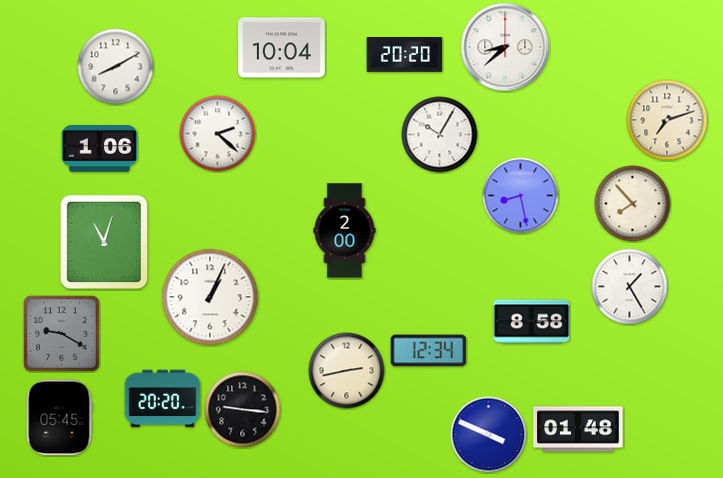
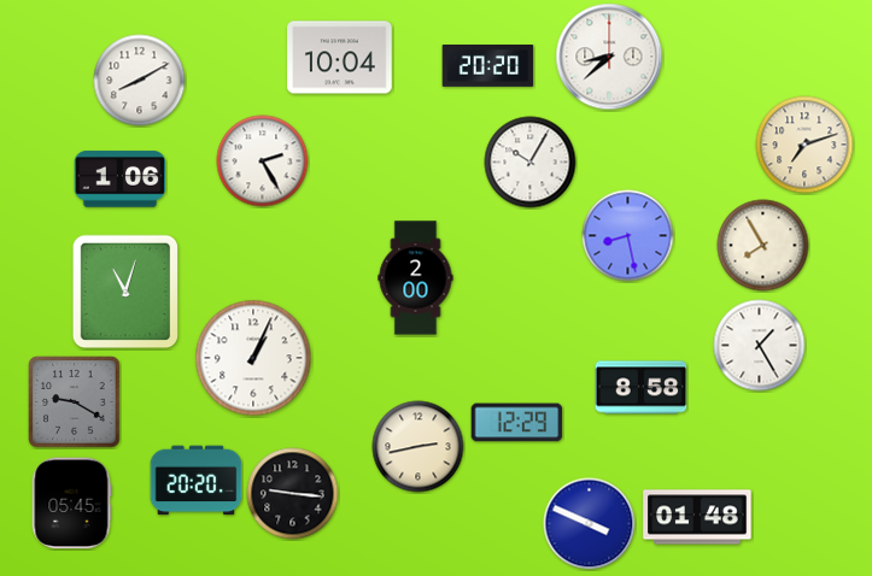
clock at (218, 134): 2:22 -> 2:25
clock at (633, 204): 7:53 -> 7:55
clock at (429, 351): 12:34 -> 12:29
